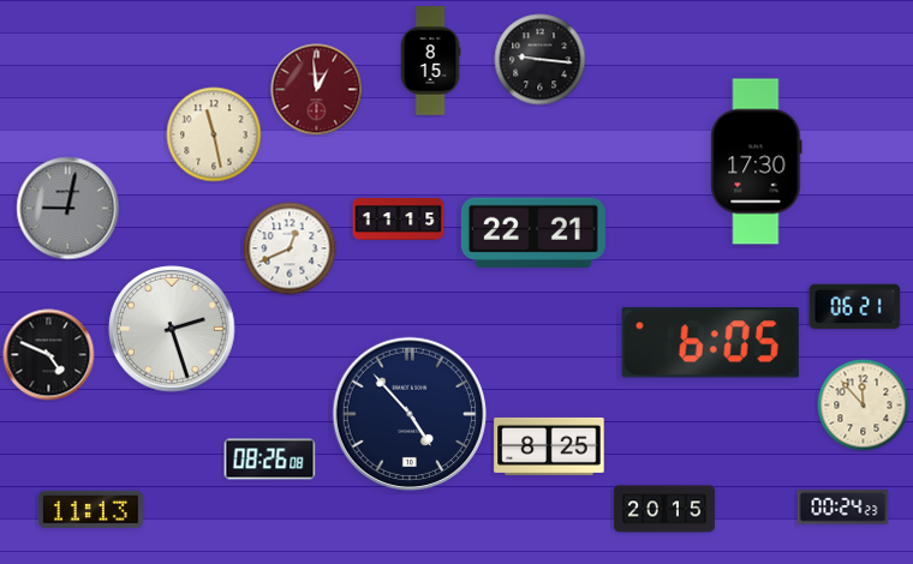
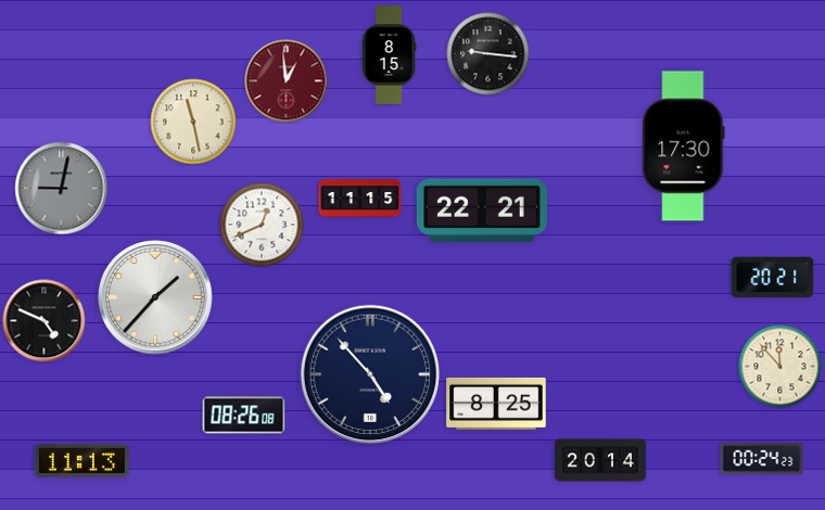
clock at (855, 307): 06:21 -> 20:21
clock at (172, 329): 2:27 -> 1:37
clock at (710, 343): 6:05 -> none
clock at (664, 509): 20:15 -> 20:14
